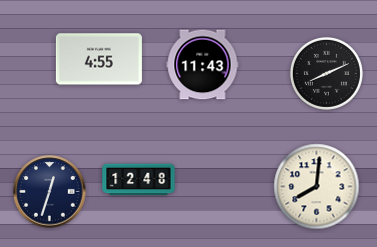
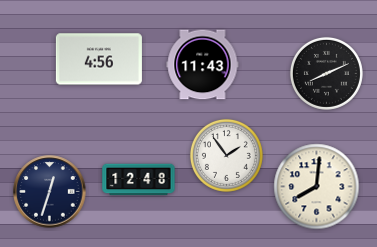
clock at (99, 59): 4:55 -> 4:56
clock at (226, 155): none -> 1:54
